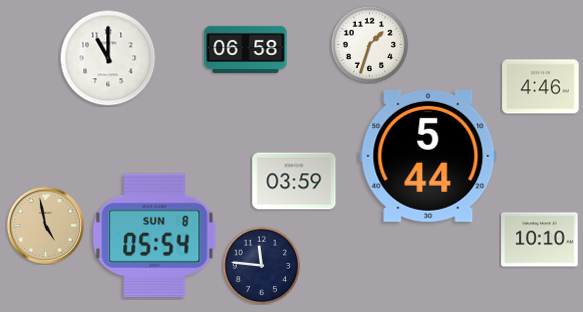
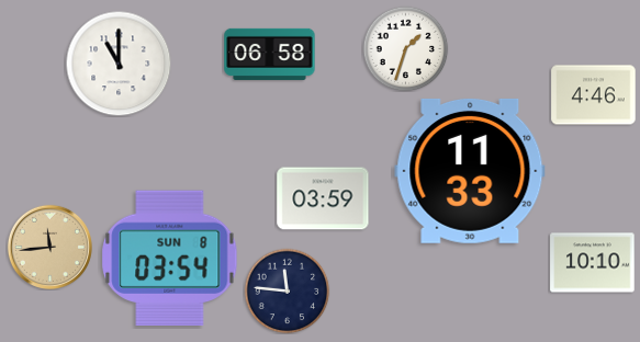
clock at (428, 156): 5:44 -> 11:33
clock at (45, 225): 4:58 -> 11:44
clock at (155, 235): 05:54 -> 03:54
